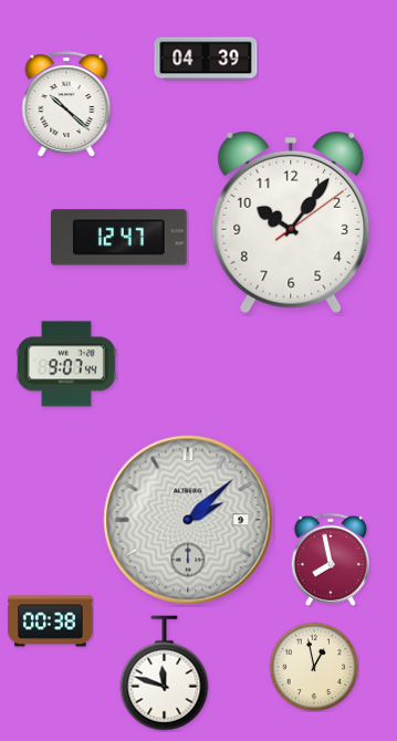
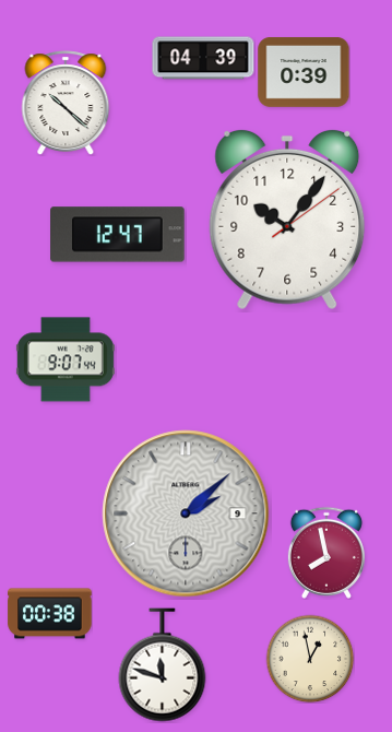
clock at (304, 73): none -> 0:39
